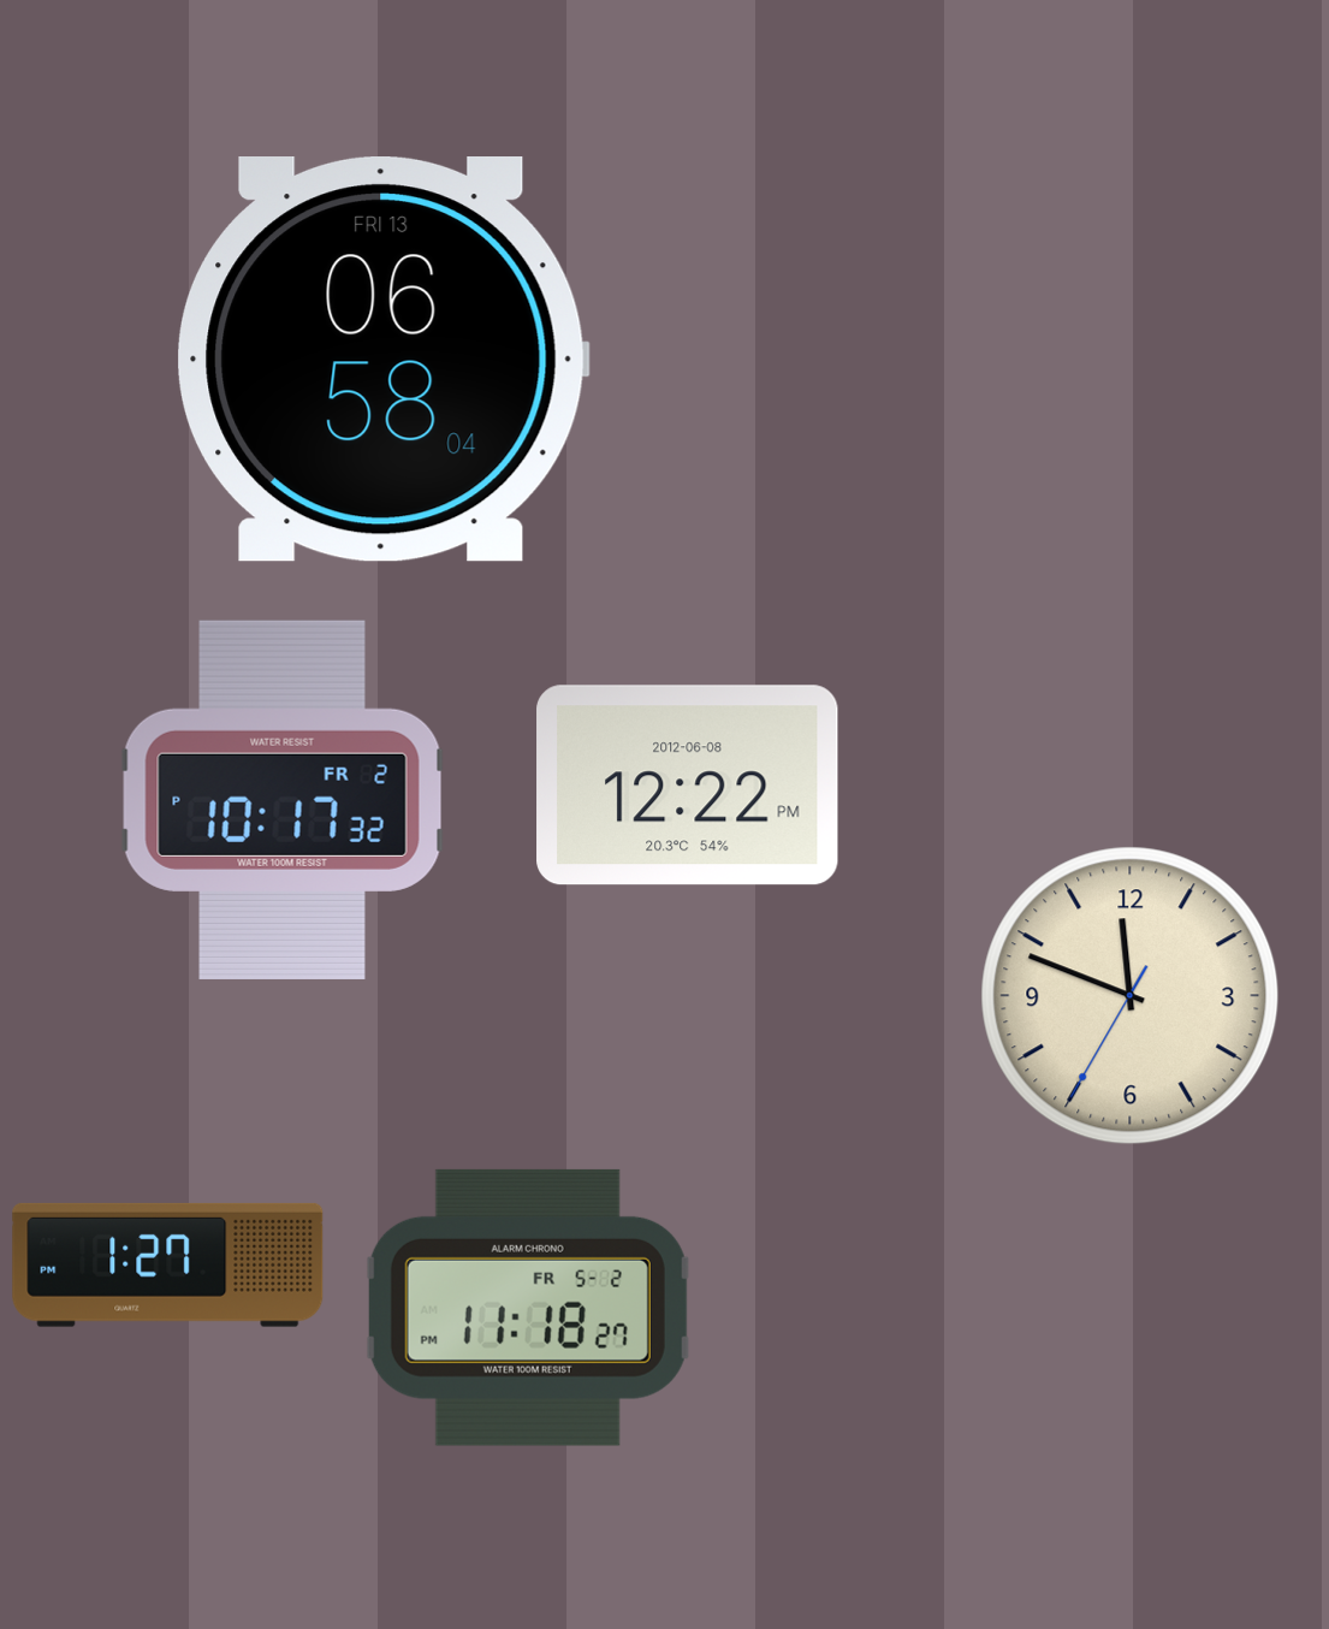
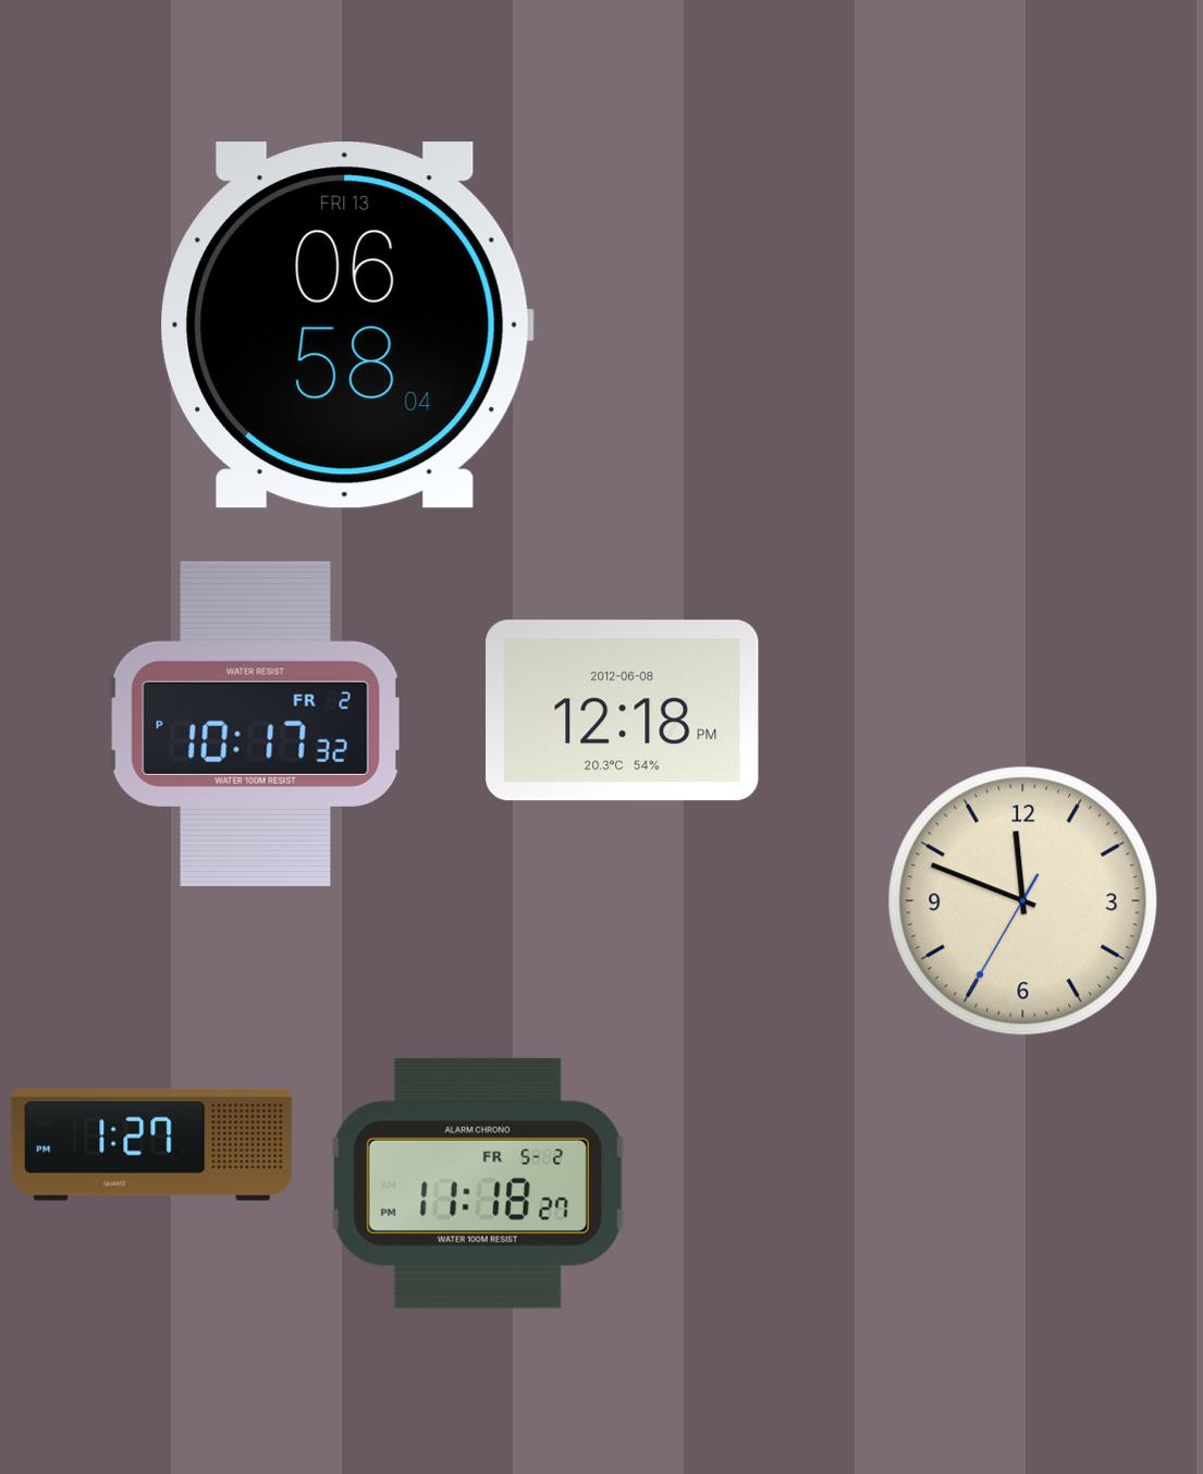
clock at (688, 786): 12:22 -> 12:18
